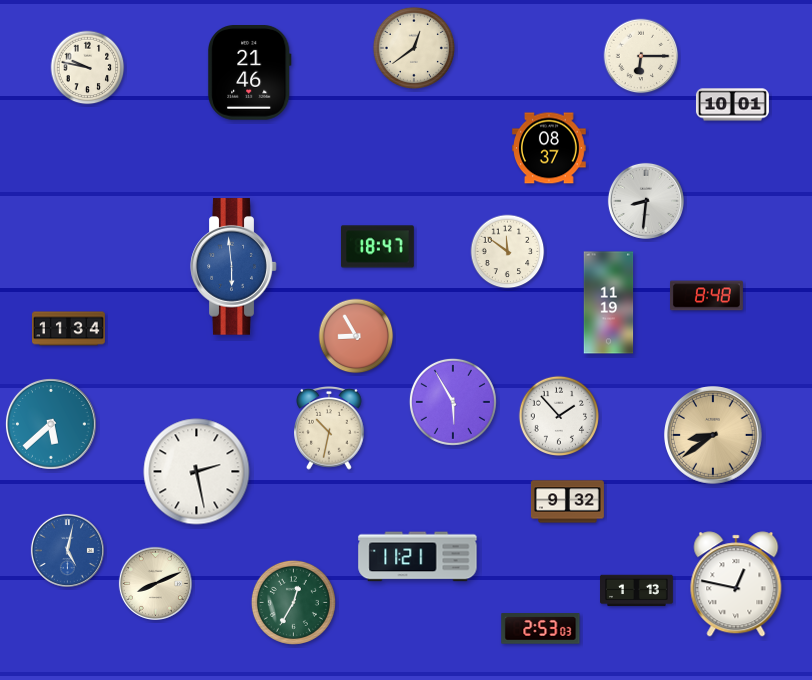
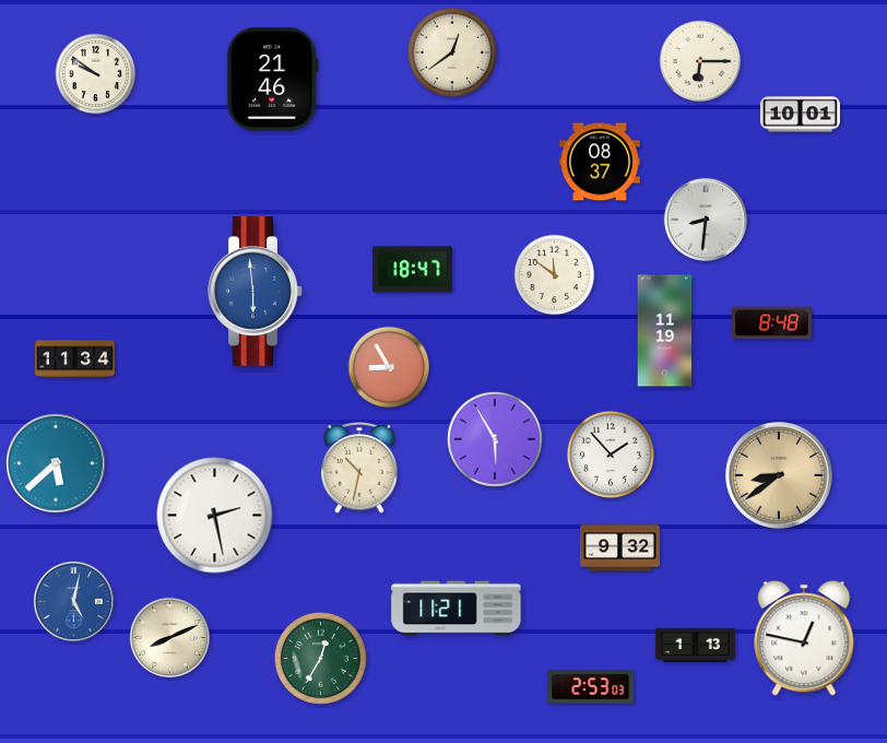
clock at (88, 68): 9:47 -> 9:51
